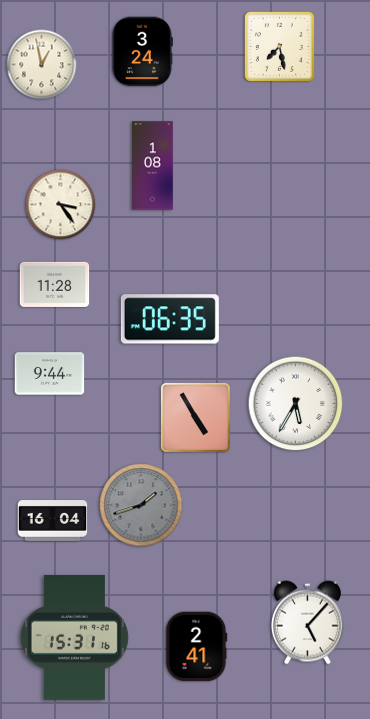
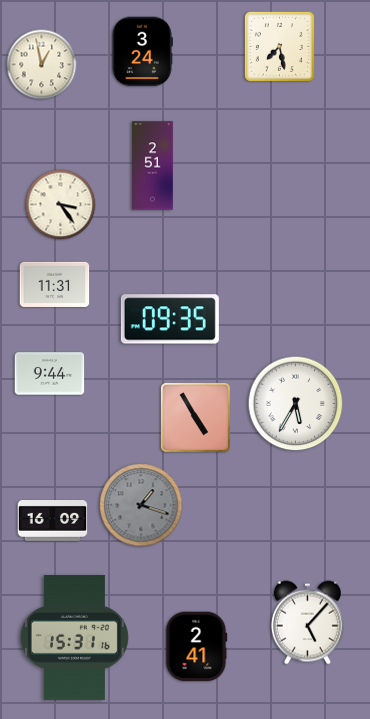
clock at (153, 166): 1:08 -> 2:51
clock at (55, 284): 11:28 -> 11:31
clock at (170, 319): 06:35 -> 09:35
clock at (141, 505): 1:42 -> 1:18
clock at (53, 521): 16:04 -> 16:09
